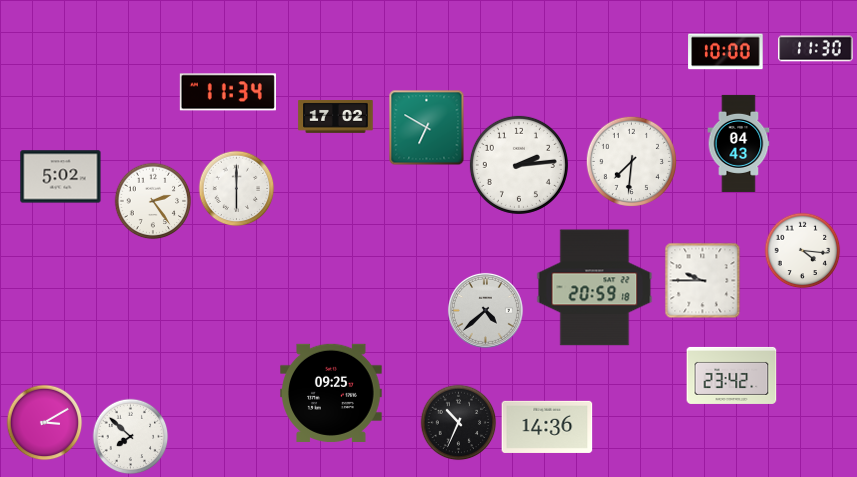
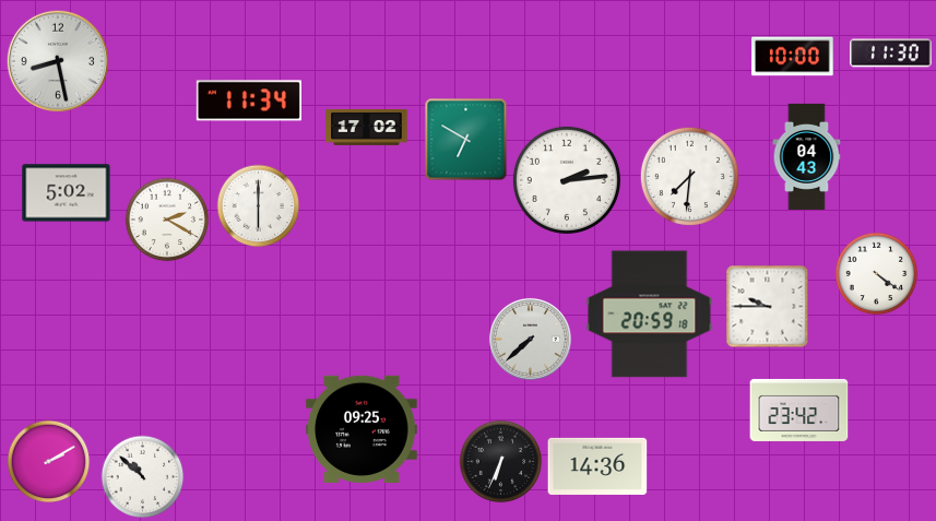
clock at (57, 60): none -> 8:28
clock at (153, 201): 2:24 -> 2:20
clock at (803, 251): 4:16 -> 4:21
clock at (485, 310): 4:38 -> 7:38
clock at (45, 423): 3:10 -> 2:10
clock at (459, 423): 10:34 -> 6:34
clock at (131, 437): 7:52 -> 10:52
